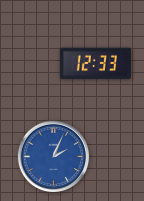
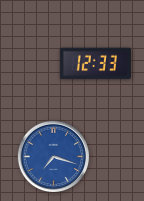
clock at (54, 157): 2:04 -> 7:18
